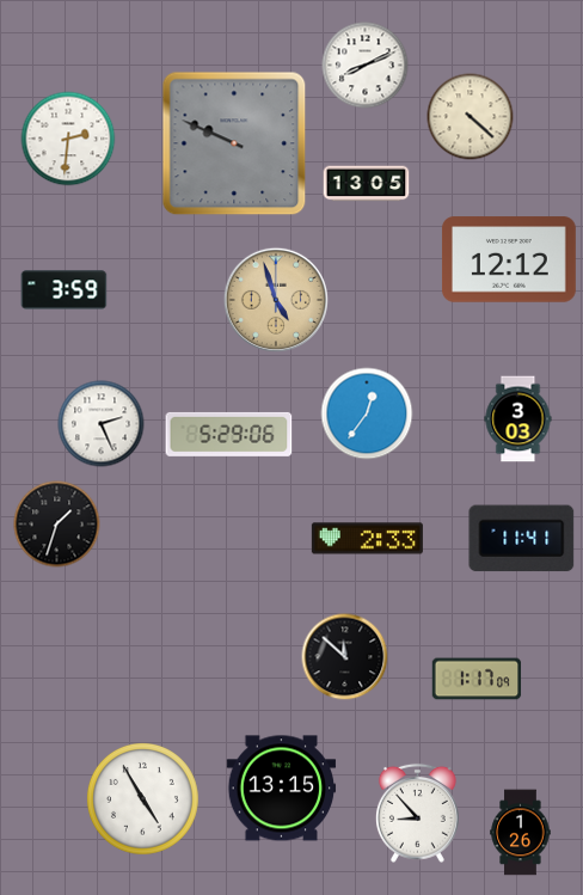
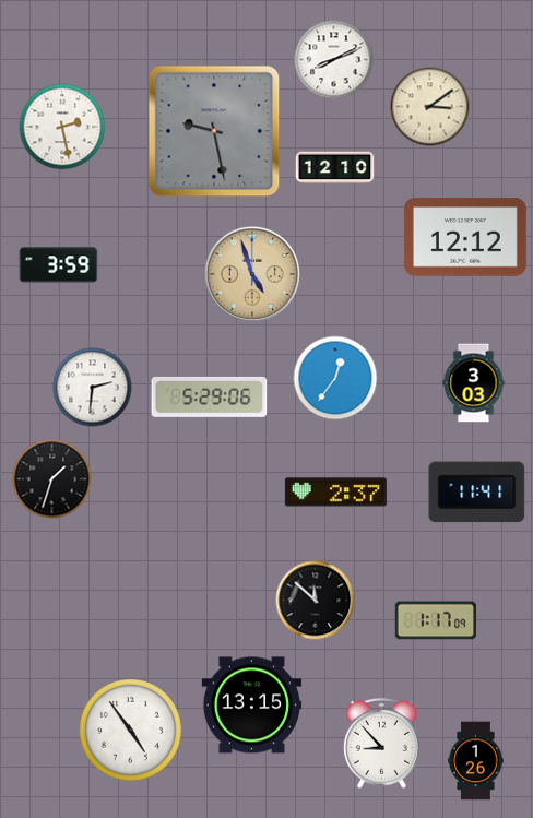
clock at (471, 117): 4:22 -> 3:09
clock at (68, 139): 2:31 -> 2:28
clock at (234, 143): 9:49 -> 9:28
clock at (367, 184): 13:05 -> 12:10
clock at (102, 424): 2:26 -> 2:31
clock at (367, 539): 2:33 -> 2:37
clock at (282, 789) position: (282, 789) -> (252, 706)
clock at (143, 799): 4:55 -> 4:54
